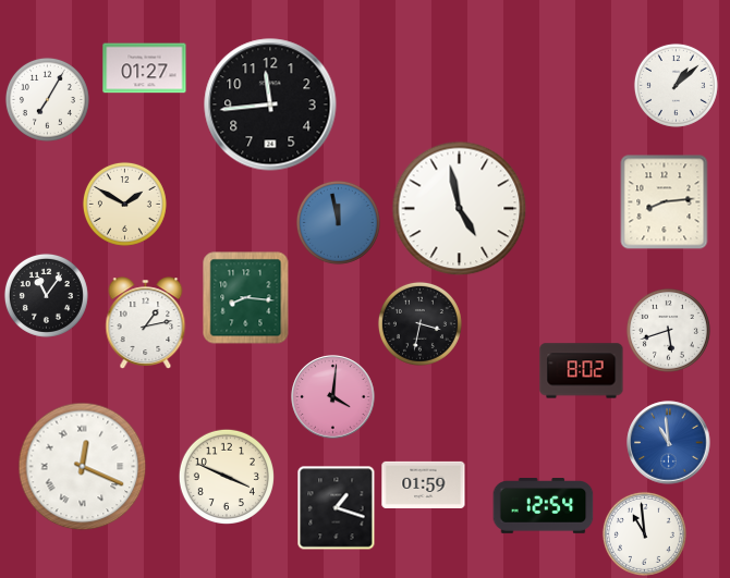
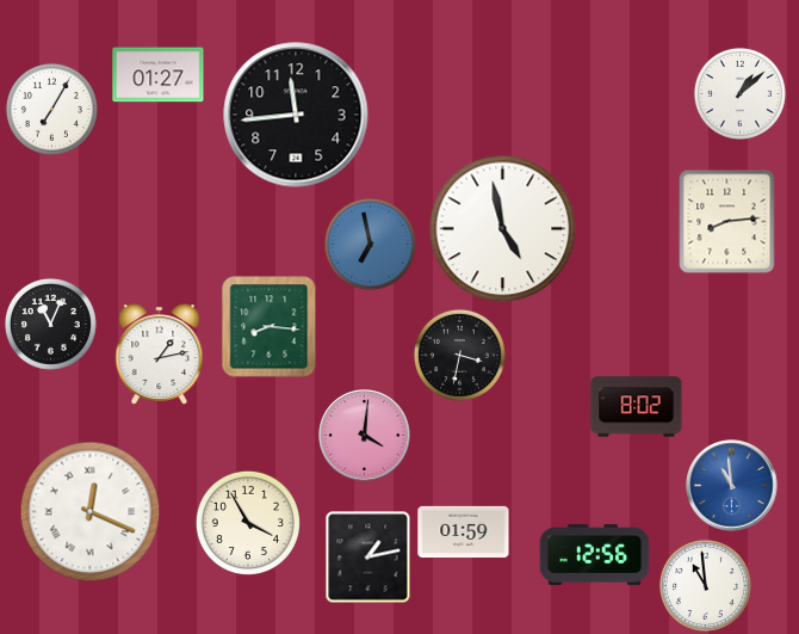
clock at (124, 204): 1:50 -> none
clock at (338, 222): 11:58 -> 6:58
clock at (46, 295): 11:06 -> 11:04
clock at (668, 330): 5:42 -> none
clock at (227, 477): 3:49 -> 3:55
clock at (544, 506): 12:54 -> 12:56
clock at (337, 507): 1:18 -> 1:13
